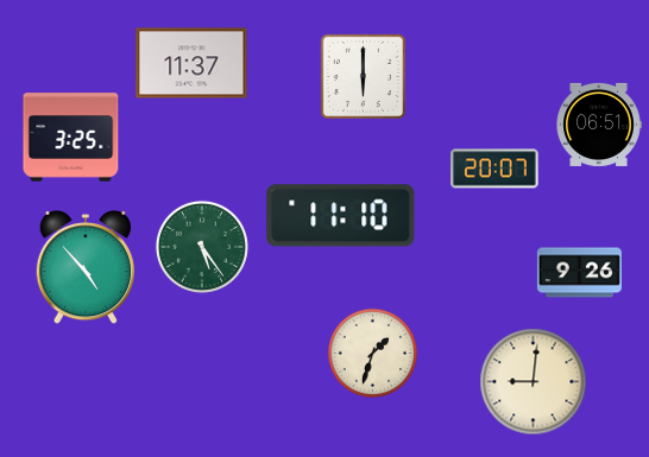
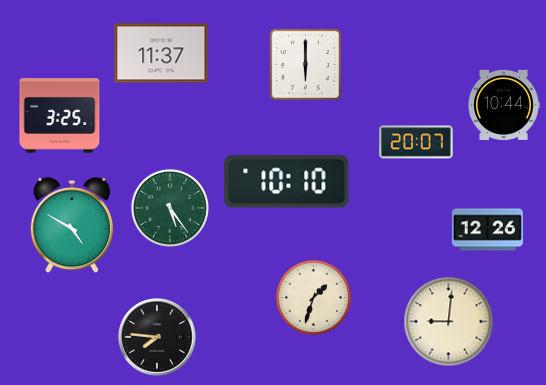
clock at (599, 125): 06:51 -> 10:44
clock at (341, 216): 11:10 -> 10:10
clock at (84, 267): 4:53 -> 4:50
clock at (579, 273): 9:26 -> 12:26
clock at (157, 337): none -> 7:46
